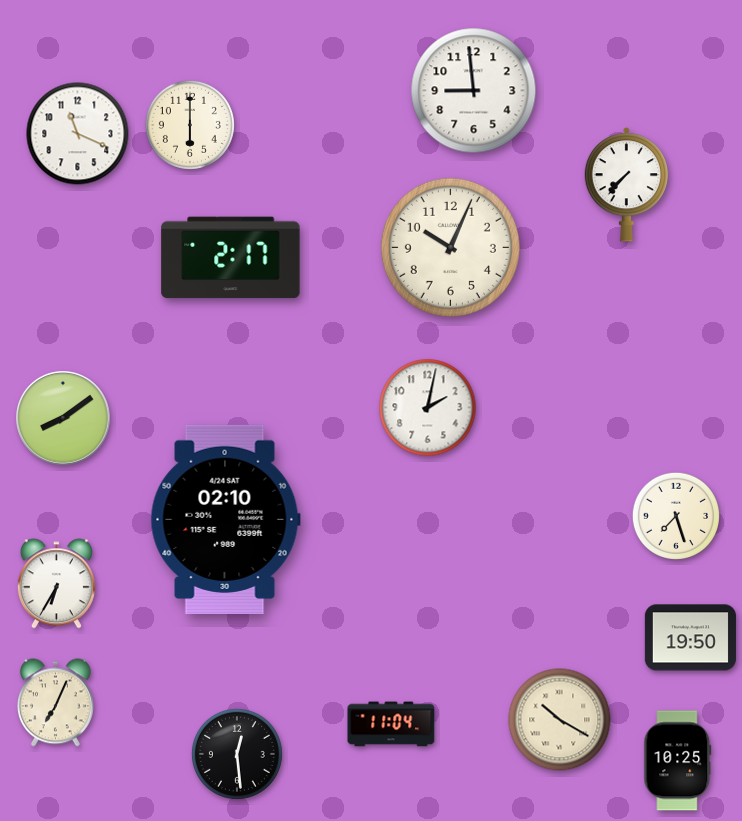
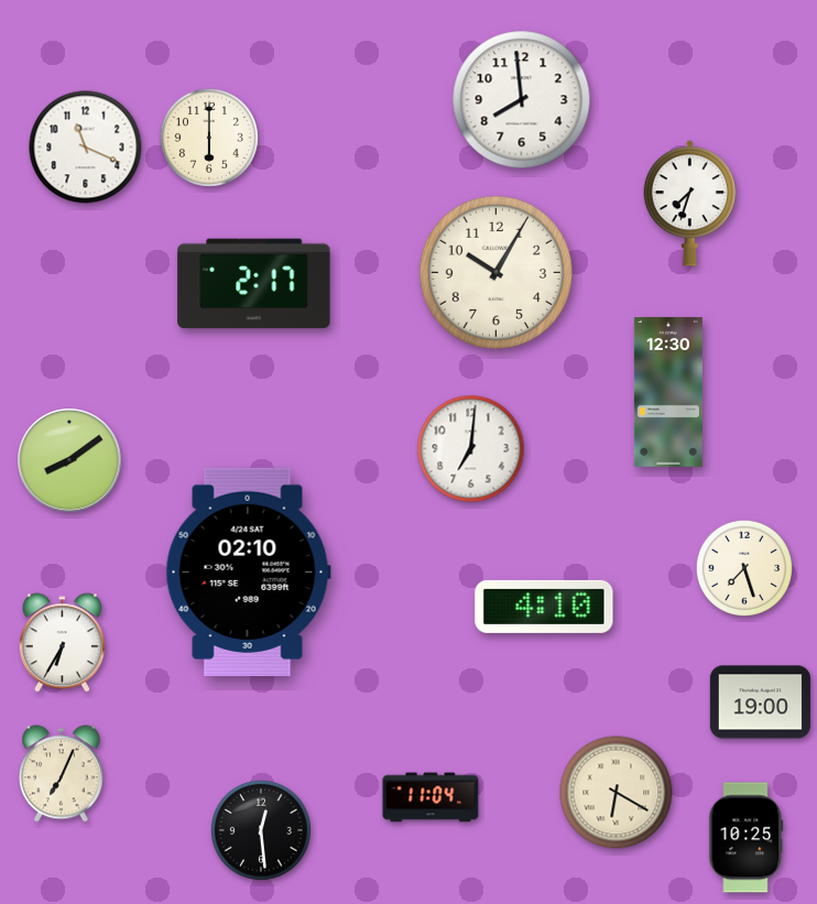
clock at (474, 91): 8:59 -> 7:59
clock at (626, 185): 7:37 -> 7:33
clock at (450, 247): 10:04 -> 10:05
clock at (668, 392): none -> 12:30
clock at (428, 408): 2:02 -> 7:01
clock at (544, 607): none -> 4:10
clock at (690, 638): 19:50 -> 19:00
clock at (560, 720): 10:20 -> 6:20
